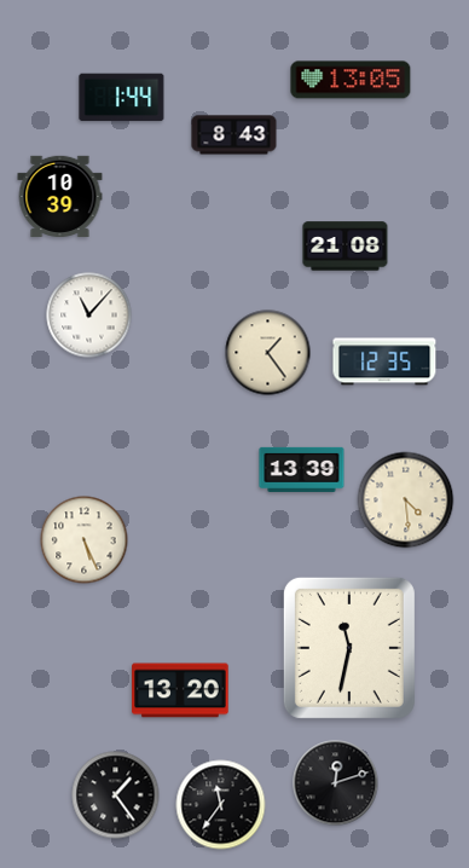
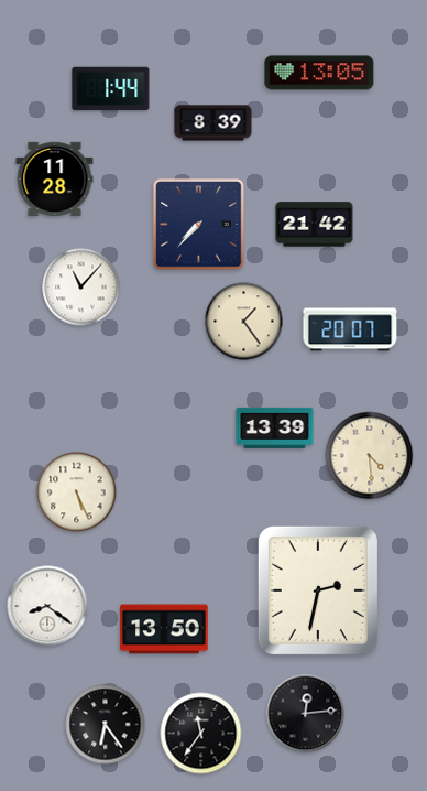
clock at (234, 135): 8:43 -> 8:39
clock at (60, 196): 10:39 -> 11:28
clock at (199, 225): none -> 7:37
clock at (346, 247): 21:08 -> 21:42
clock at (384, 361): 12:35 -> 20:07
clock at (349, 648): 11:32 -> 2:32
clock at (47, 606): none -> 8:21
clock at (180, 690): 13:20 -> 13:50
clock at (336, 783): 12:12 -> 12:14
clock at (116, 795): 1:24 -> 6:24
